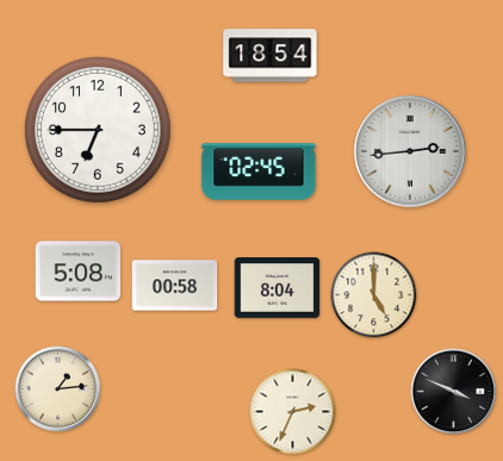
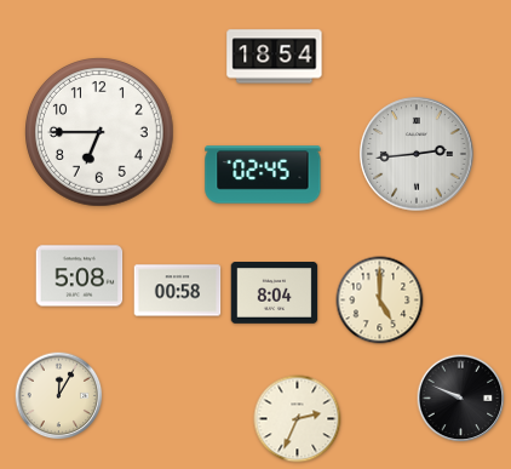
clock at (278, 288) position: (278, 288) -> (275, 293)
clock at (58, 390): 1:14 -> 12:05
clock at (454, 392): 3:49 -> 9:49
